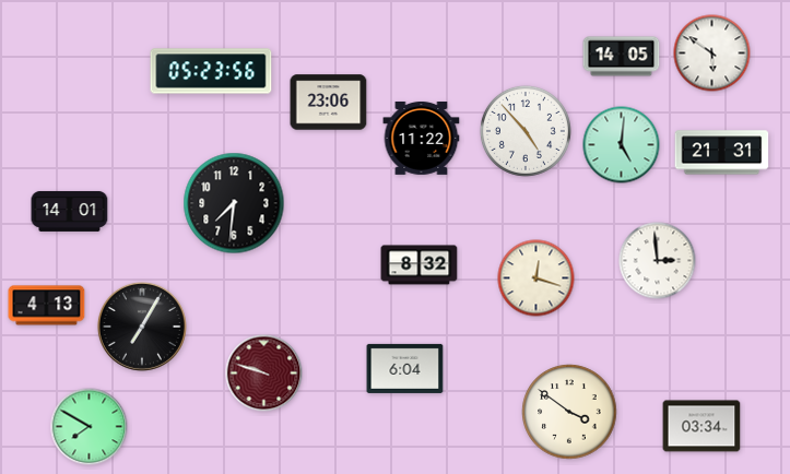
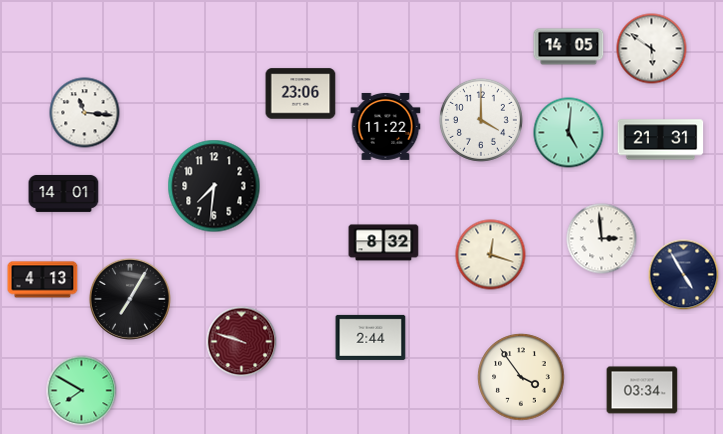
clock at (622, 57) position: (622, 57) -> (569, 47)
clock at (211, 71): 05:23 -> none
clock at (85, 113): none -> 11:16
clock at (526, 131): 4:53 -> 4:00
clock at (684, 275): none -> 4:55
clock at (405, 368): 6:04 -> 2:44
clock at (569, 412): 3:51 -> 3:54
